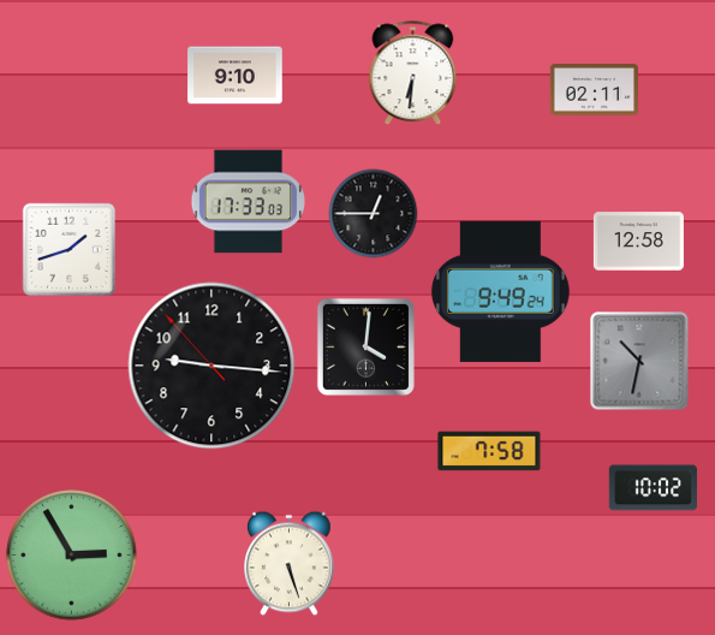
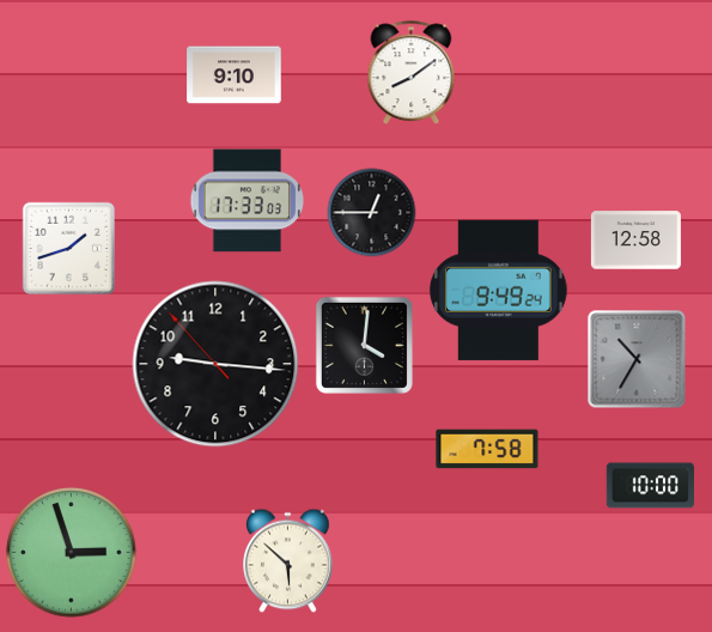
clock at (413, 73): 6:31 -> 8:09
clock at (594, 90): 02:11 -> none
clock at (639, 361): 10:32 -> 10:35
clock at (211, 366) position: (211, 366) -> (215, 364)
clock at (653, 488): 10:02 -> 10:00
clock at (72, 556): 2:55 -> 2:57
clock at (290, 564): 5:27 -> 5:52
